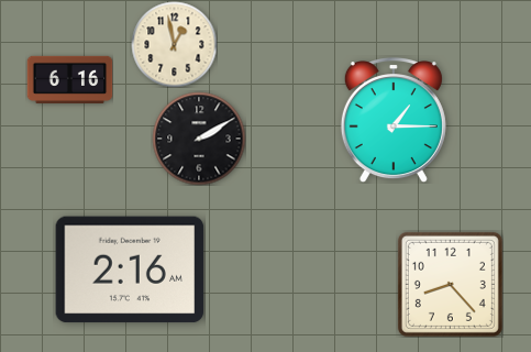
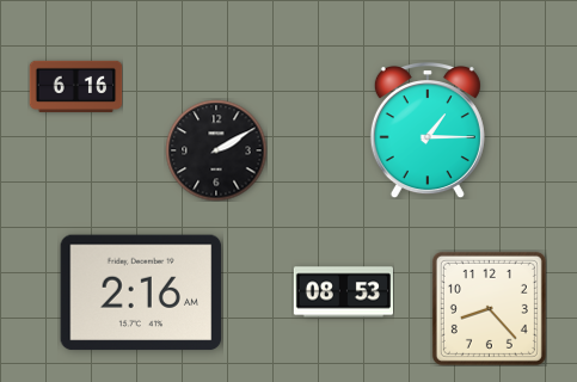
clock at (174, 44): 12:58 -> none
clock at (343, 292): none -> 08:53
